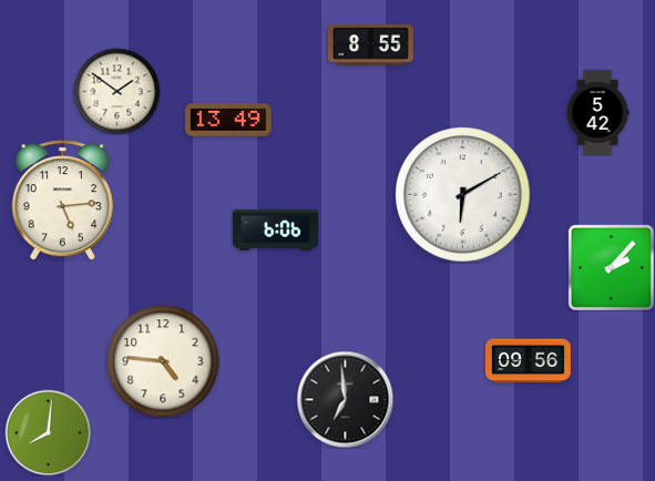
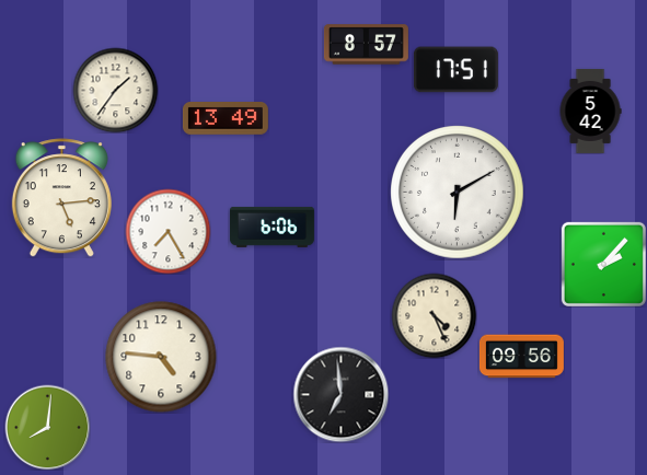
clock at (370, 45): 8:55 -> 8:57
clock at (455, 70): none -> 17:51
clock at (116, 91): 1:51 -> 1:36
clock at (167, 231): none -> 7:25
clock at (434, 315): none -> 4:26
